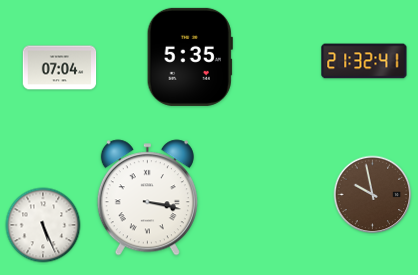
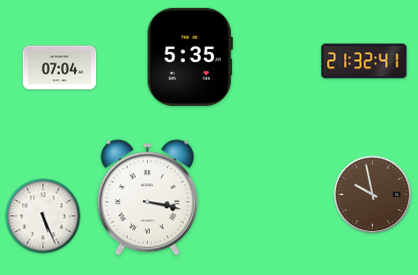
clock at (43, 225) position: (43, 225) -> (43, 216)
